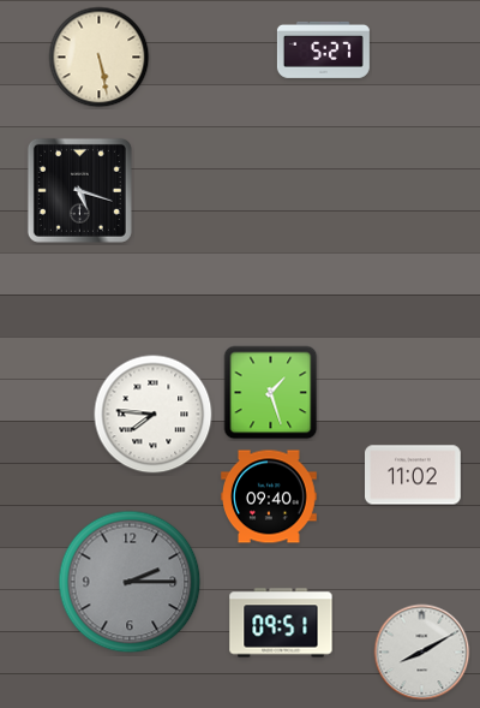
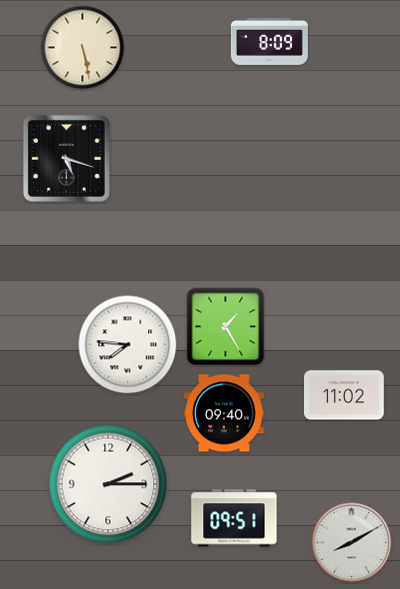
clock at (323, 49): 5:27 -> 8:09
clock at (271, 393): 1:27 -> 1:25
clock at (130, 582) dial: grey -> white
